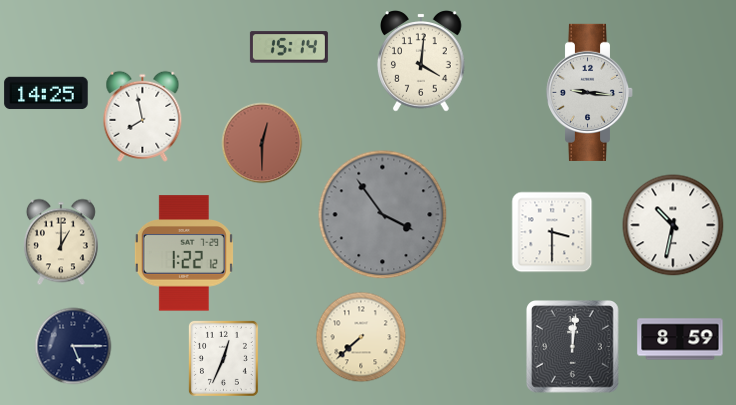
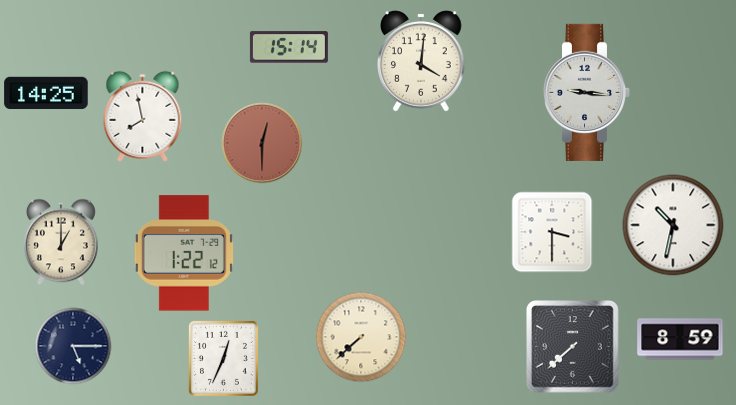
clock at (590, 92) position: (590, 92) -> (587, 92)
clock at (383, 215): 3:54 -> none
clock at (573, 347): 12:01 -> 7:38
